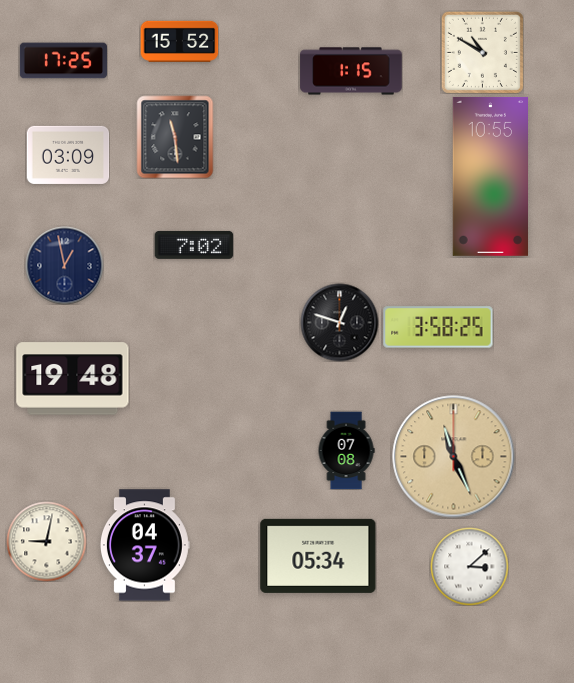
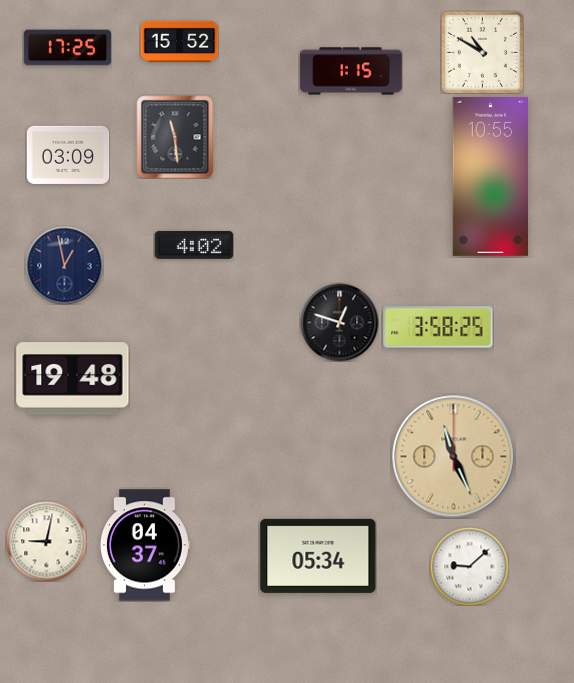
clock at (63, 61) position: (63, 61) -> (67, 48)
clock at (194, 245): 7:02 -> 4:02
clock at (346, 450): 07:08 -> none
clock at (469, 566): 3:08 -> 9:08
